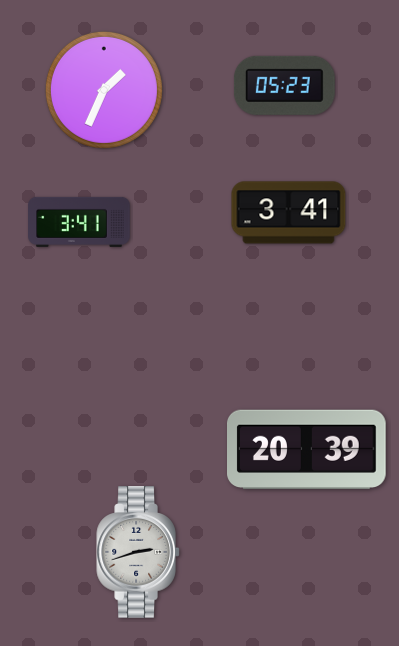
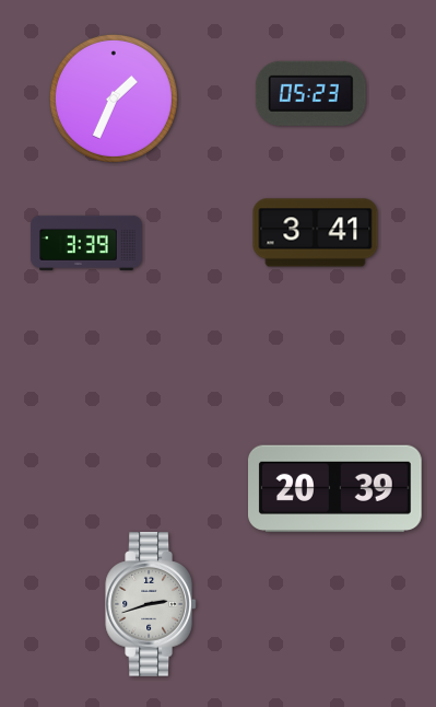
clock at (79, 222): 3:41 -> 3:39
clock at (307, 450) position: (307, 450) -> (335, 489)
